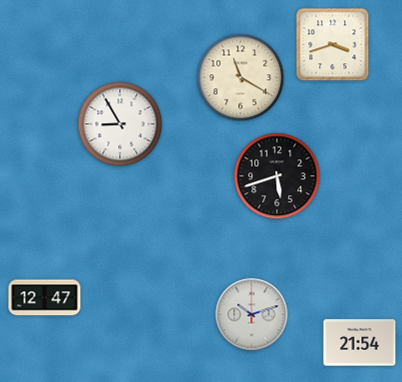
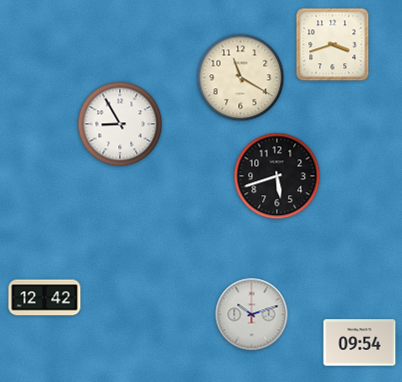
clock at (45, 298): 12:47 -> 12:42
clock at (360, 343): 21:54 -> 09:54
